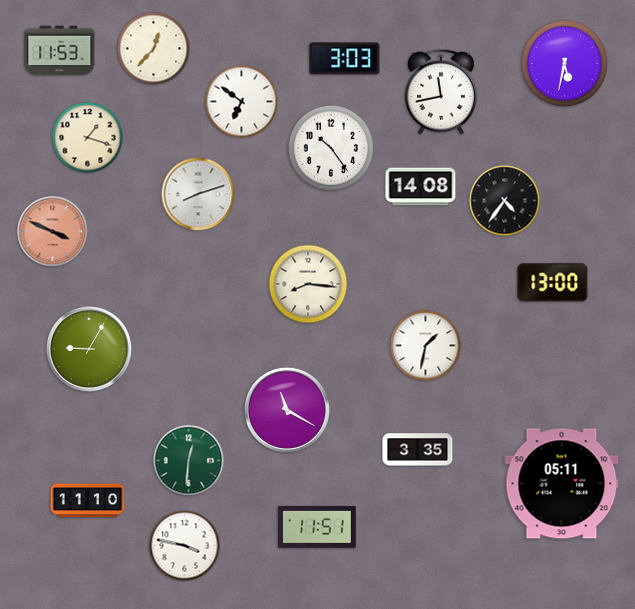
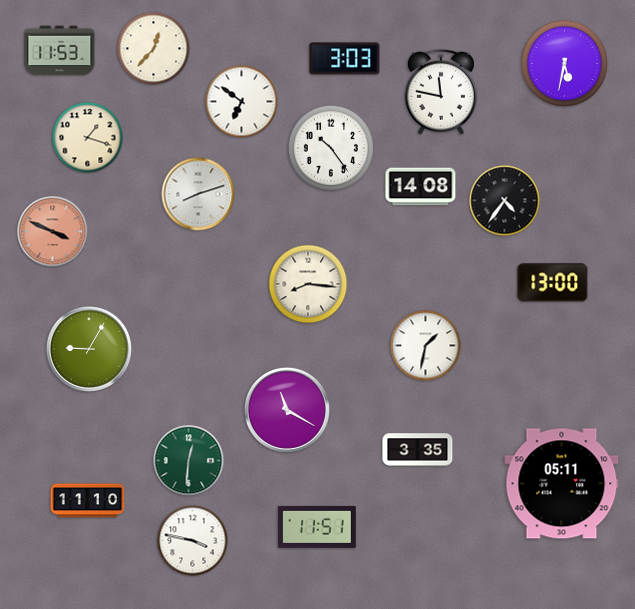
clock at (441, 92): 11:43 -> 11:47
clock at (185, 546) position: (185, 546) -> (193, 541)
